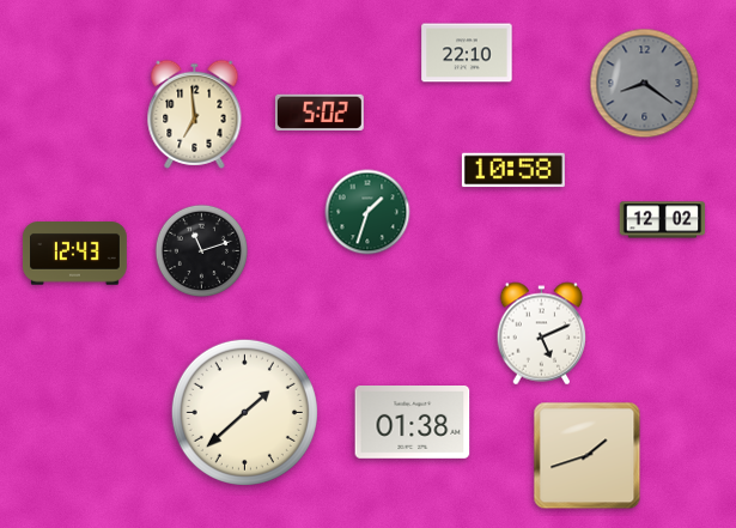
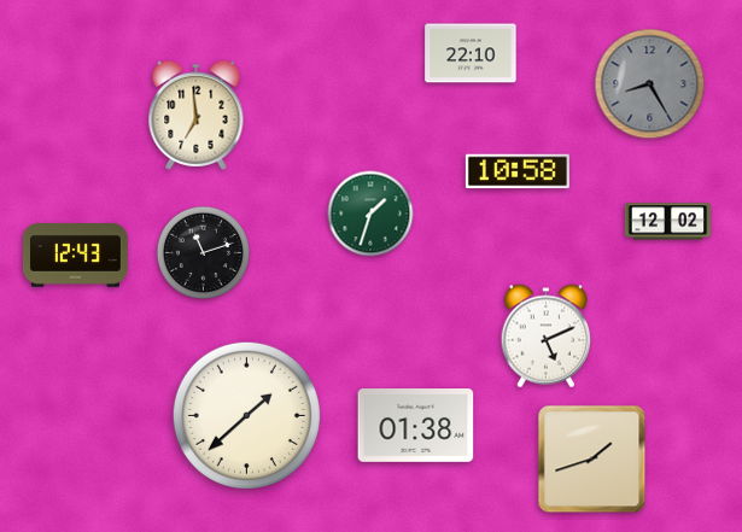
clock at (645, 84): 8:21 -> 8:25
clock at (320, 111): 5:02 -> none
